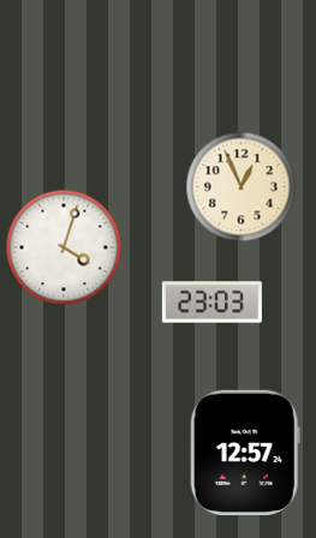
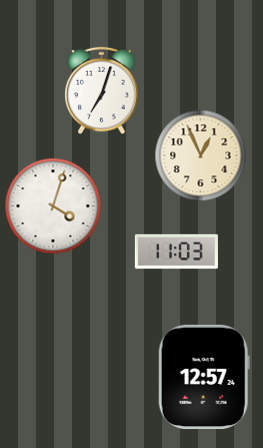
clock at (102, 91): none -> 7:03
clock at (211, 303): 23:03 -> 11:03
